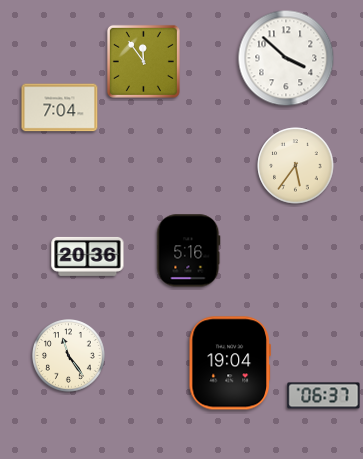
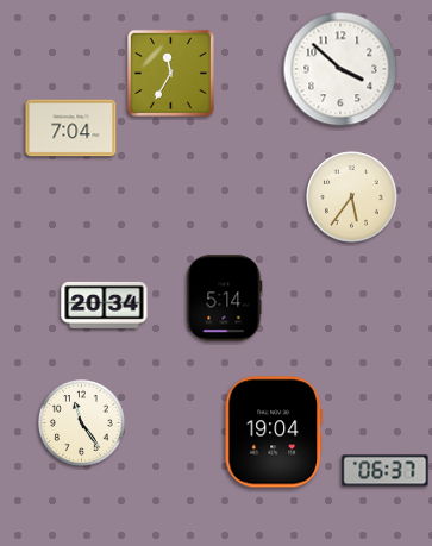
clock at (143, 61): 11:54 -> 11:35
clock at (189, 251): 5:16 -> 5:14
clock at (88, 256): 20:36 -> 20:34
